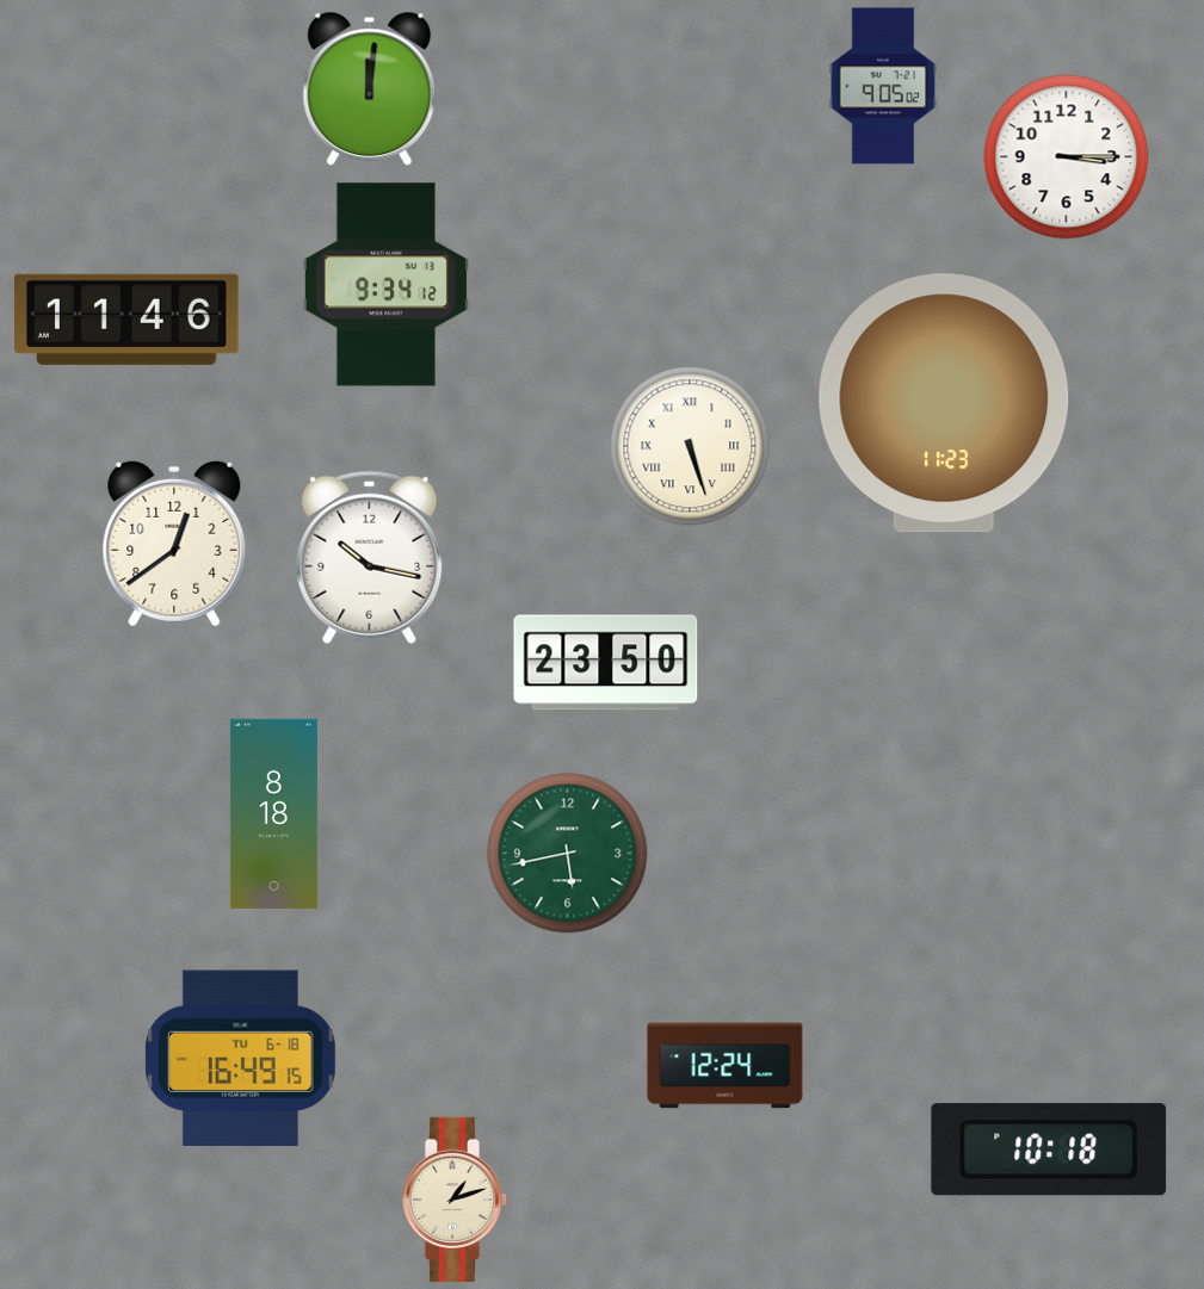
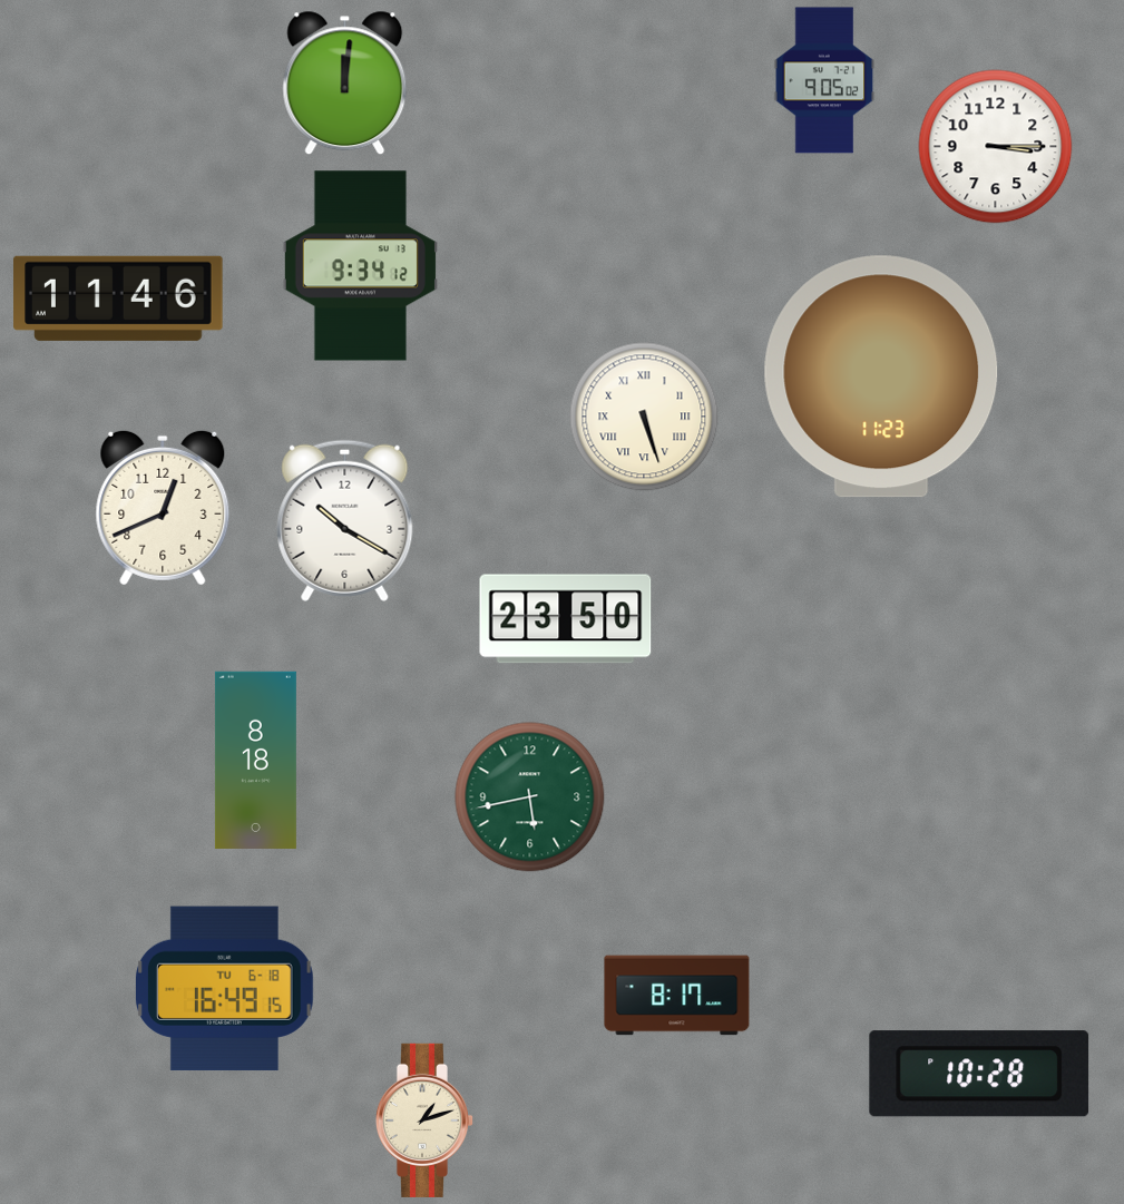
clock at (174, 544): 12:39 -> 12:41
clock at (370, 557): 10:17 -> 10:20
clock at (726, 1066): 12:24 -> 8:17
clock at (1049, 1149): 10:18 -> 10:28
